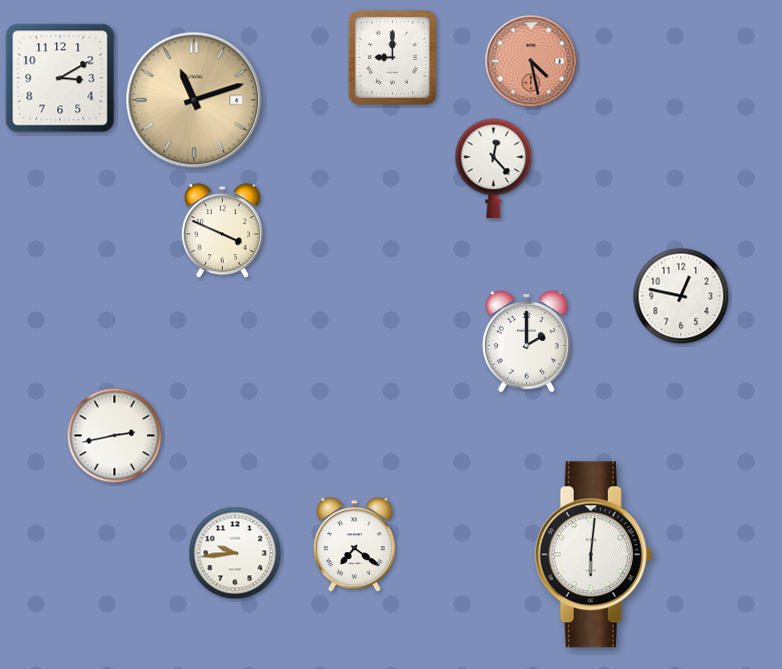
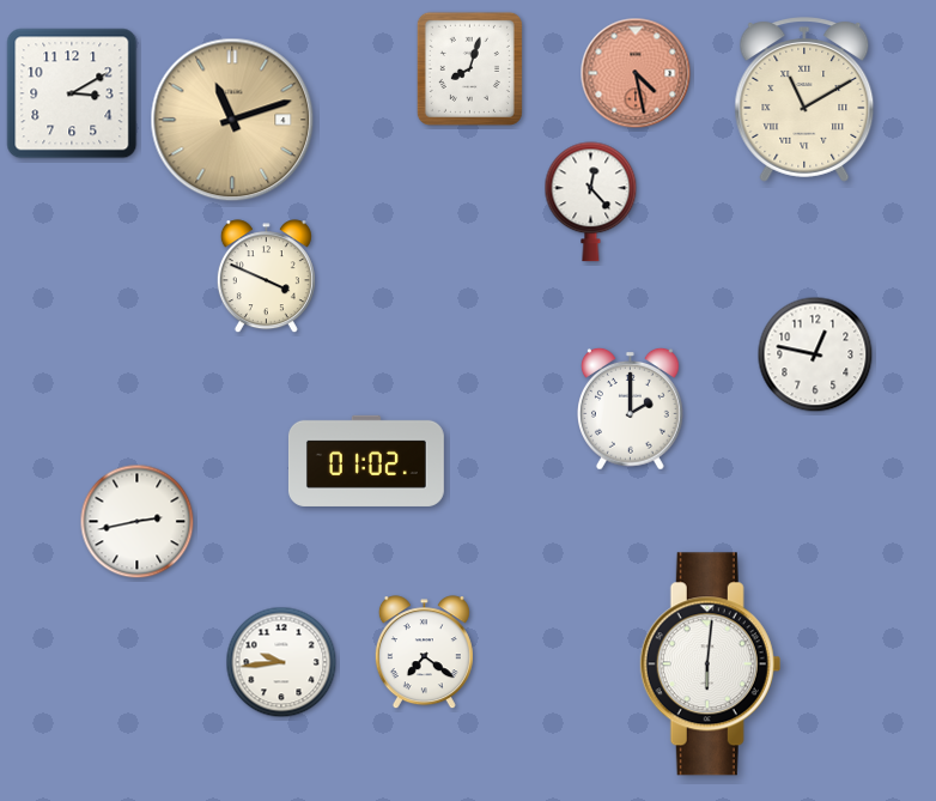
clock at (392, 57): 9:00 -> 8:03
clock at (804, 101): none -> 11:10
clock at (366, 461): none -> 01:02
